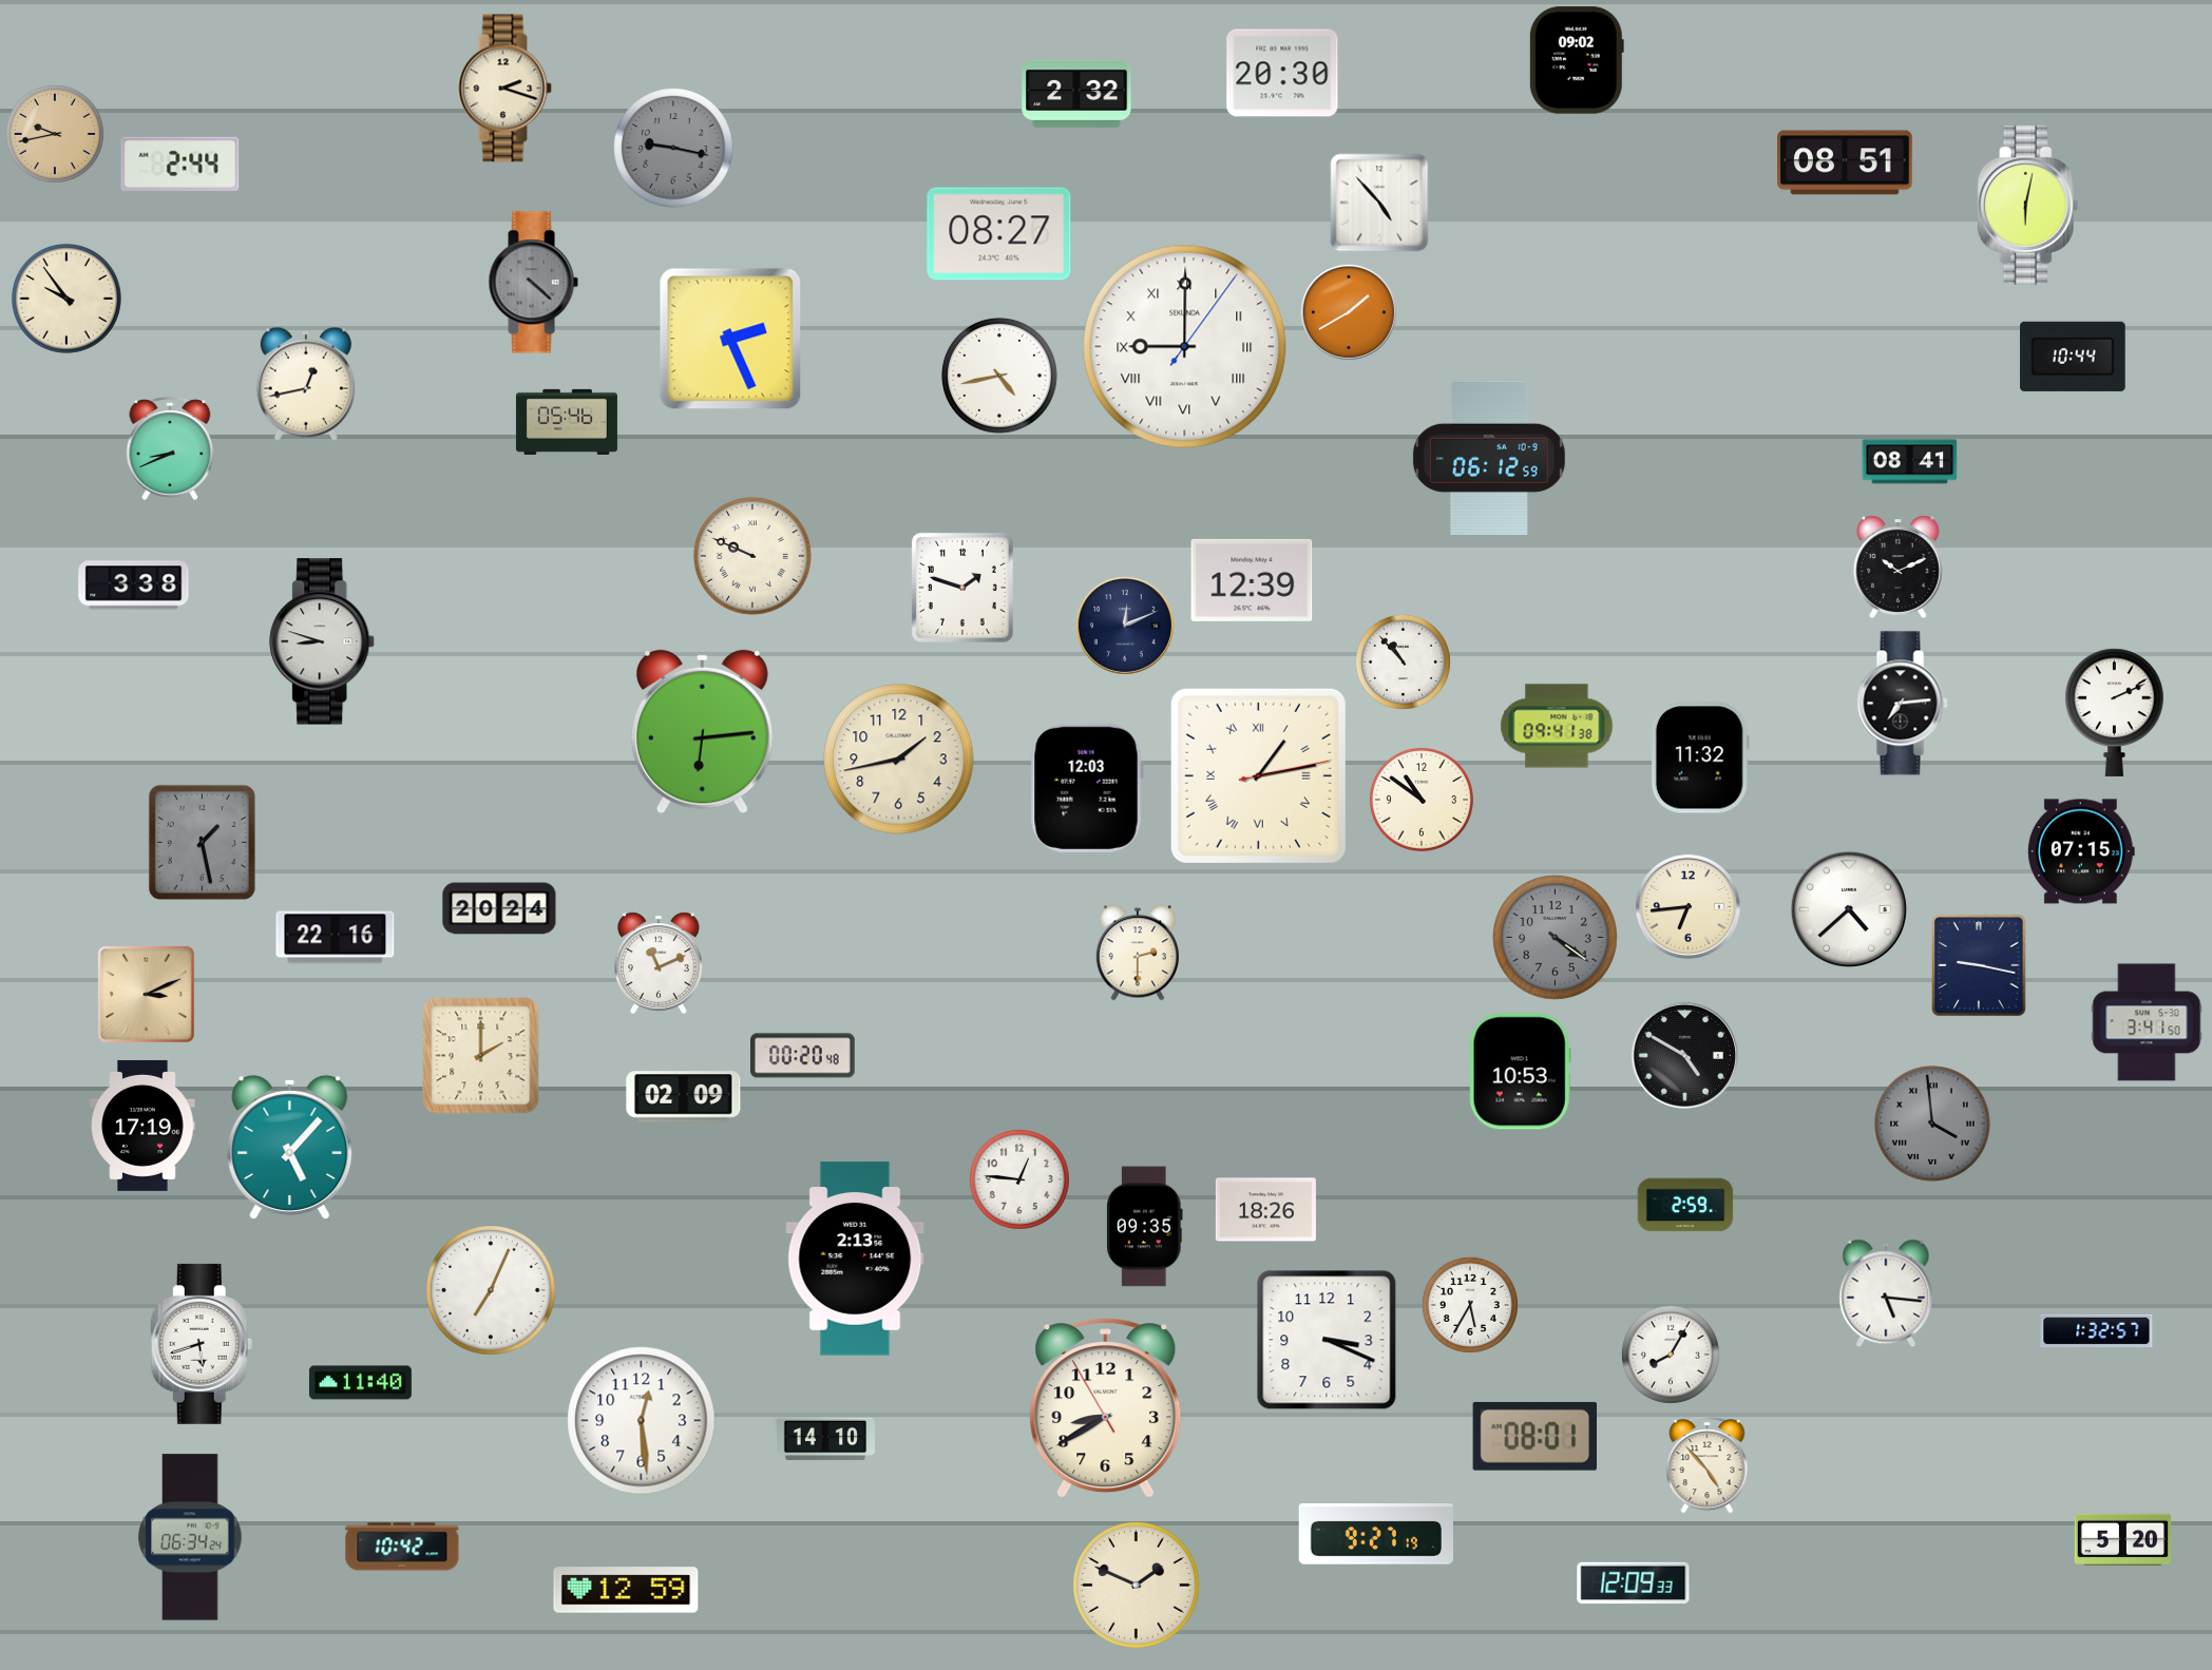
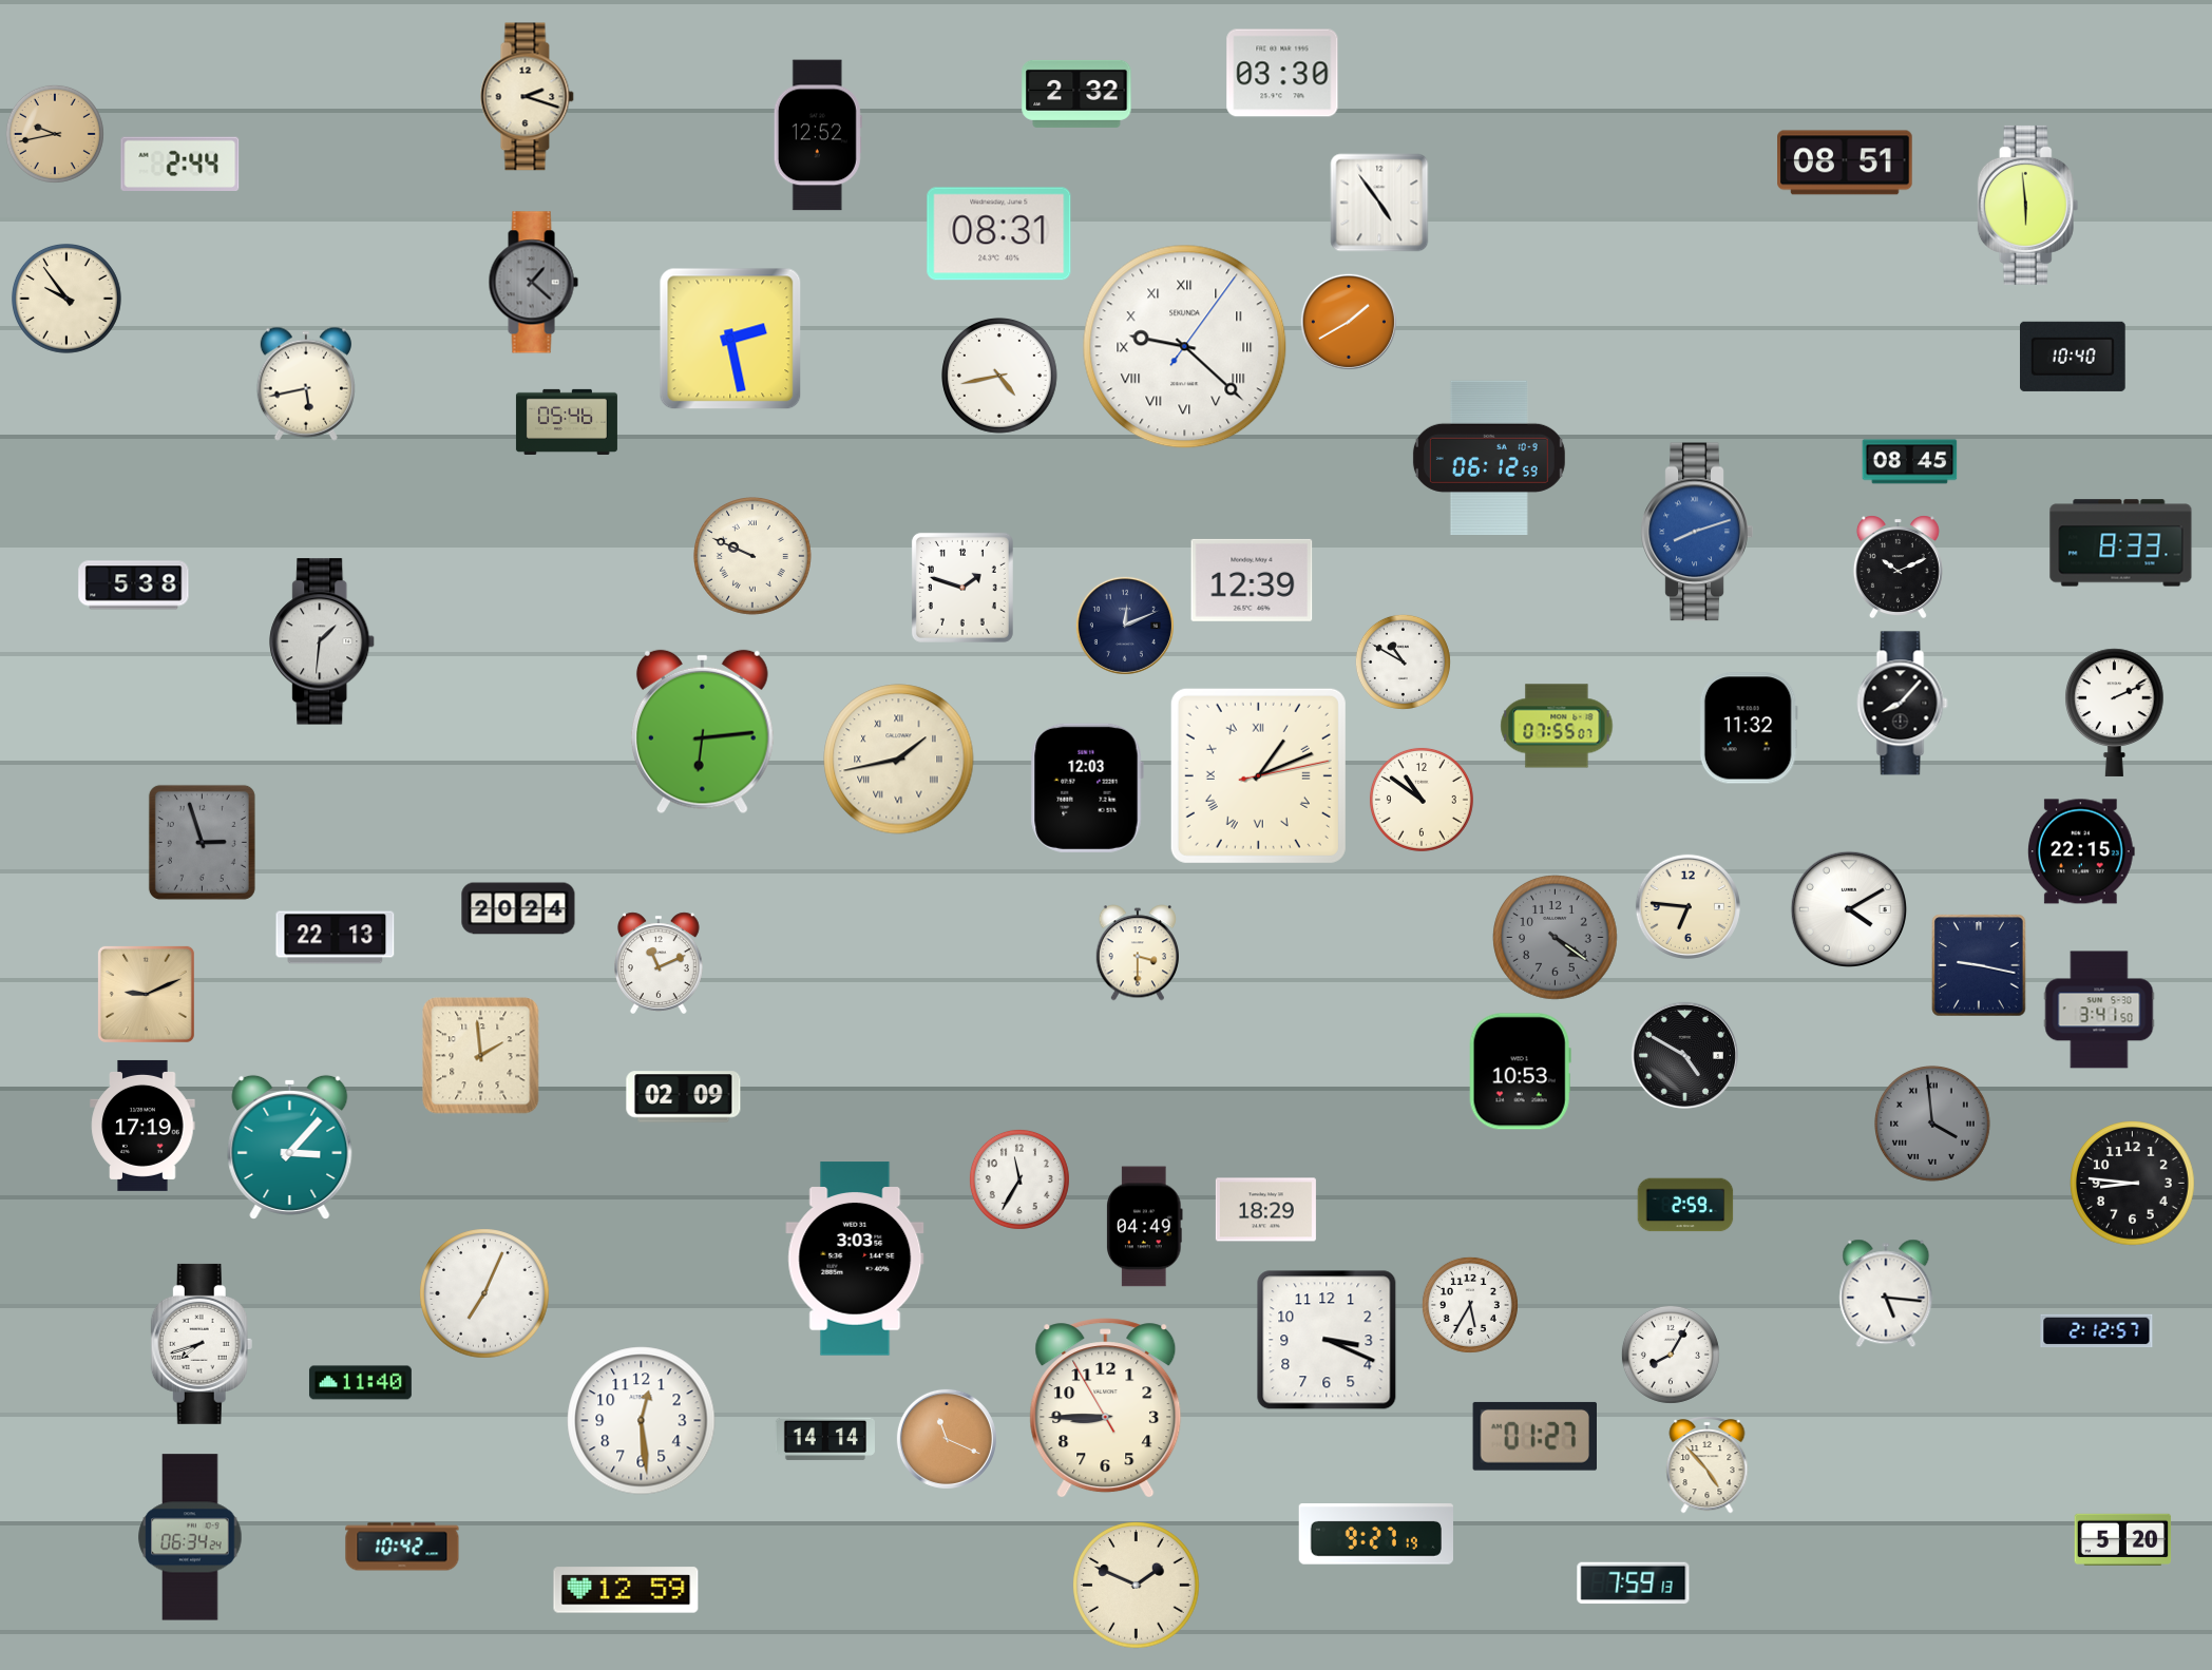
clock at (1577, 60): 09:02 -> none
clock at (1282, 73): 20:30 -> 03:30
clock at (504, 89) position: (504, 89) -> (527, 97)
clock at (818, 135): none -> 12:52
clock at (674, 149): 9:17 -> none
clock at (1379, 203): 4:53 -> 4:54
clock at (2028, 205): 6:02 -> 5:59
clock at (999, 234): 08:27 -> 08:31
clock at (533, 283): 4:22 -> 1:22
clock at (1349, 312) position: (1349, 312) -> (1349, 322)
clock at (730, 339): 2:26 -> 2:28
clock at (1185, 347): 9:00 -> 9:22
clock at (2074, 357): 10:44 -> 10:40
clock at (306, 384): 12:43 -> 5:43
clock at (170, 448): 8:41 -> none
clock at (1910, 462): 08:41 -> 08:45
clock at (1697, 532): none -> 8:12
clock at (2121, 543): none -> 8:33
clock at (134, 586): 3:38 -> 5:38
clock at (323, 641): 8:48 -> 1:31
clock at (1403, 661): 10:53 -> 10:50
clock at (1903, 704): 7:14 -> 8:07
clock at (1557, 726): 09:41 -> 07:55
clock at (1700, 757) position: (1700, 757) -> (1749, 728)
clock at (899, 760) numerals: Arabic -> Roman
clock at (1258, 775): 1:13 -> 1:11
clock at (202, 842): 1:28 -> 2:57
clock at (2081, 851): 07:15 -> 22:15
clock at (1687, 906): 6:44 -> 6:46
clock at (499, 908) position: (499, 908) -> (518, 908)
clock at (1848, 908): 4:38 -> 4:10
clock at (336, 938): 22:16 -> 22:13
clock at (1137, 953): 2:30 -> 3:30
clock at (146, 994): 3:11 -> 9:11
clock at (2147, 1022) position: (2147, 1022) -> (2099, 1010)
clock at (481, 1056): 2:00 -> 1:59
clock at (803, 1056): 00:20 -> none
clock at (290, 1147): 5:07 -> 3:07
clock at (1019, 1179): 12:46 -> 11:35
clock at (2133, 1184): none -> 8:46
clock at (1265, 1210): 18:26 -> 18:29
clock at (1145, 1227): 09:35 -> 04:49
clock at (855, 1259): 2:13 -> 3:03
clock at (491, 1290) position: (491, 1290) -> (484, 1293)
clock at (2097, 1331): 1:32 -> 2:12
clock at (202, 1344): 5:42 -> 7:42
clock at (1106, 1408): 8:39 -> 8:44
clock at (1534, 1436): 08:01 -> 01:27
clock at (825, 1439): 14:10 -> 14:14
clock at (947, 1439): none -> 11:19
clock at (1634, 1583): 12:09 -> 7:59
